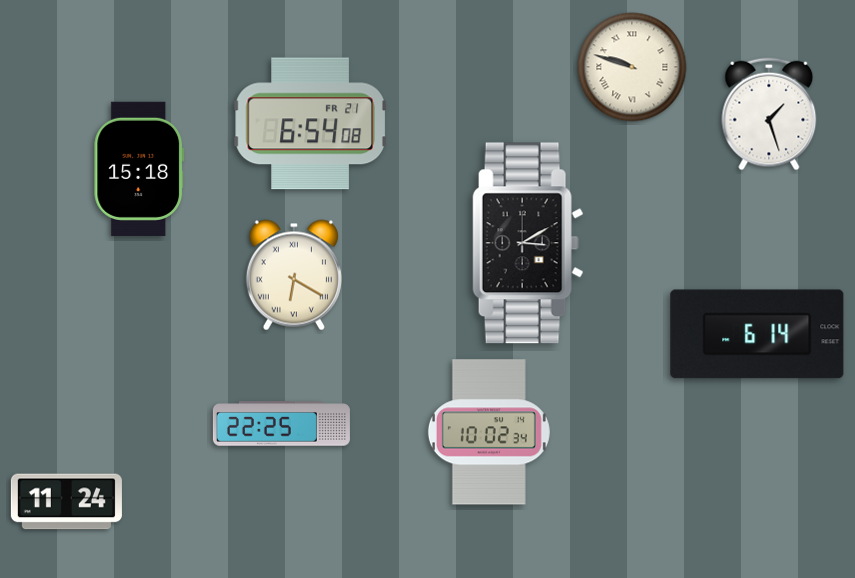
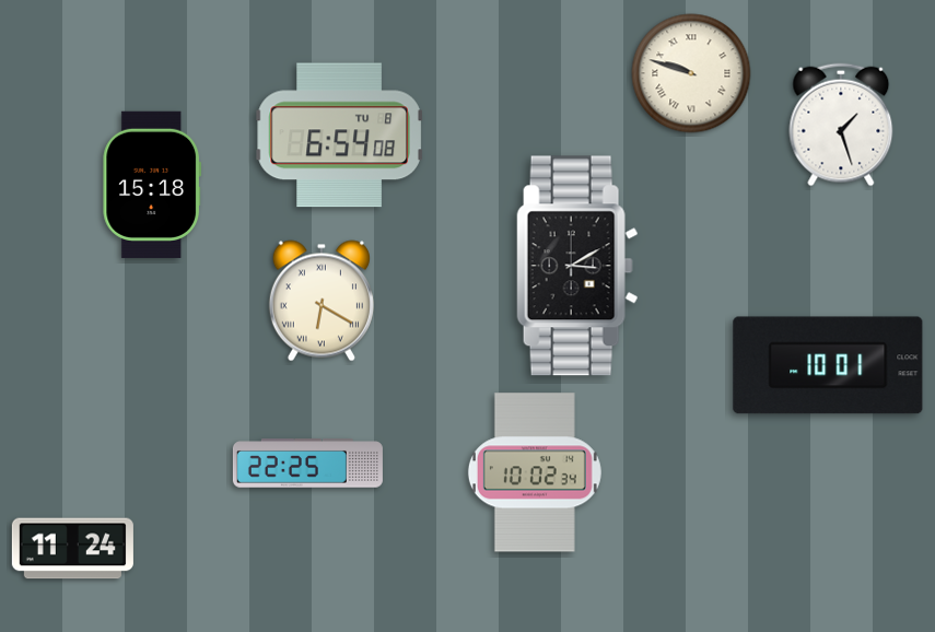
clock at (311, 124) date: FR 21 -> TU 8
clock at (757, 334): 6:14 -> 10:01
